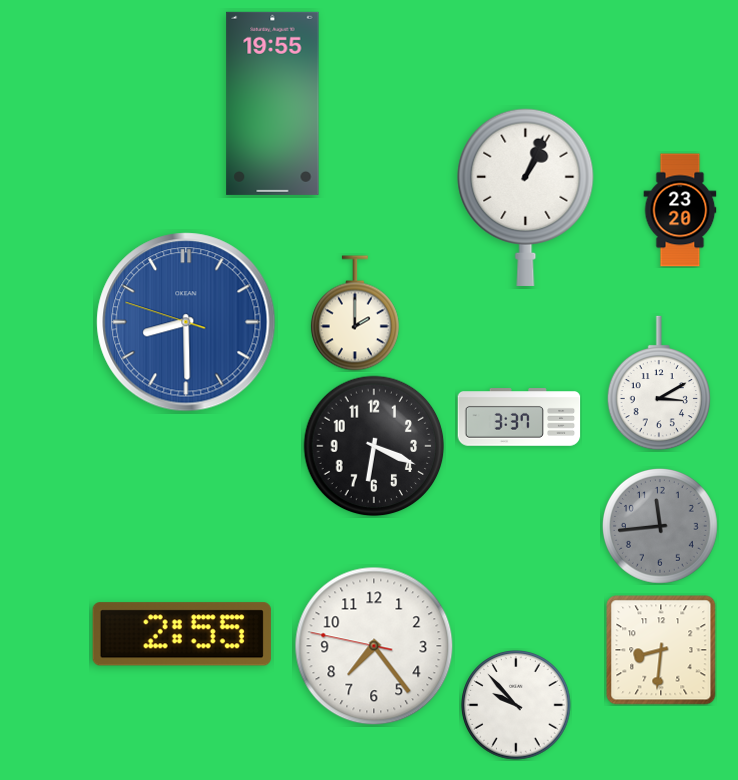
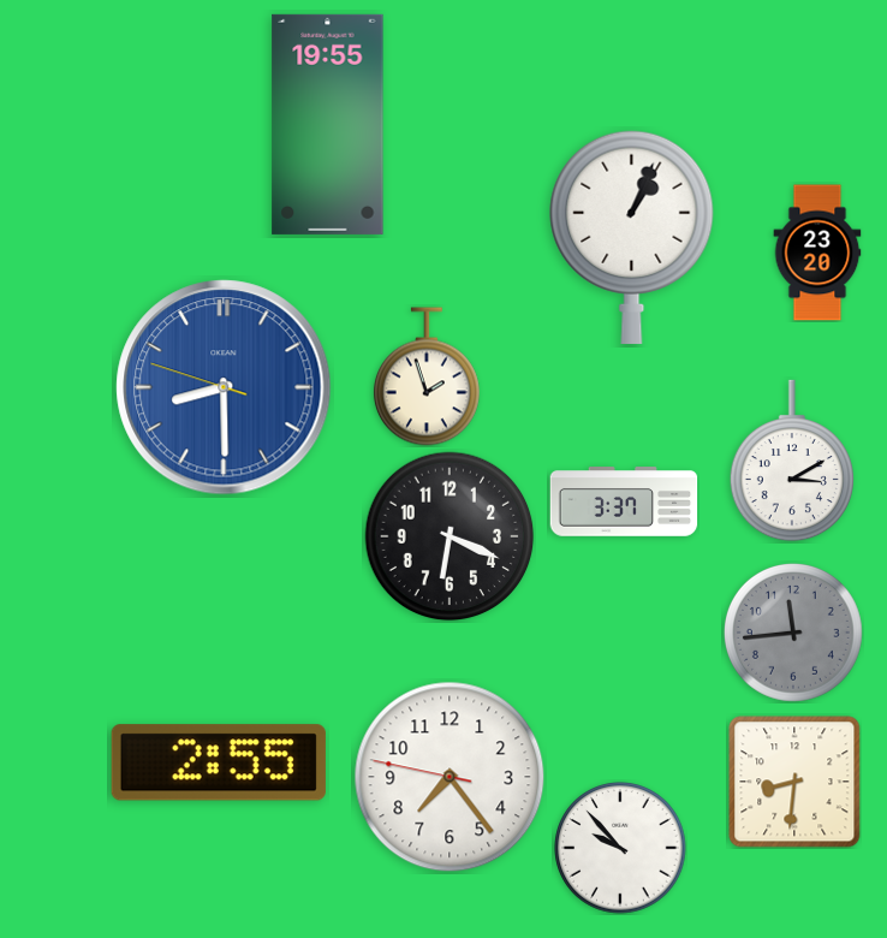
clock at (355, 313): 2:00 -> 1:57
